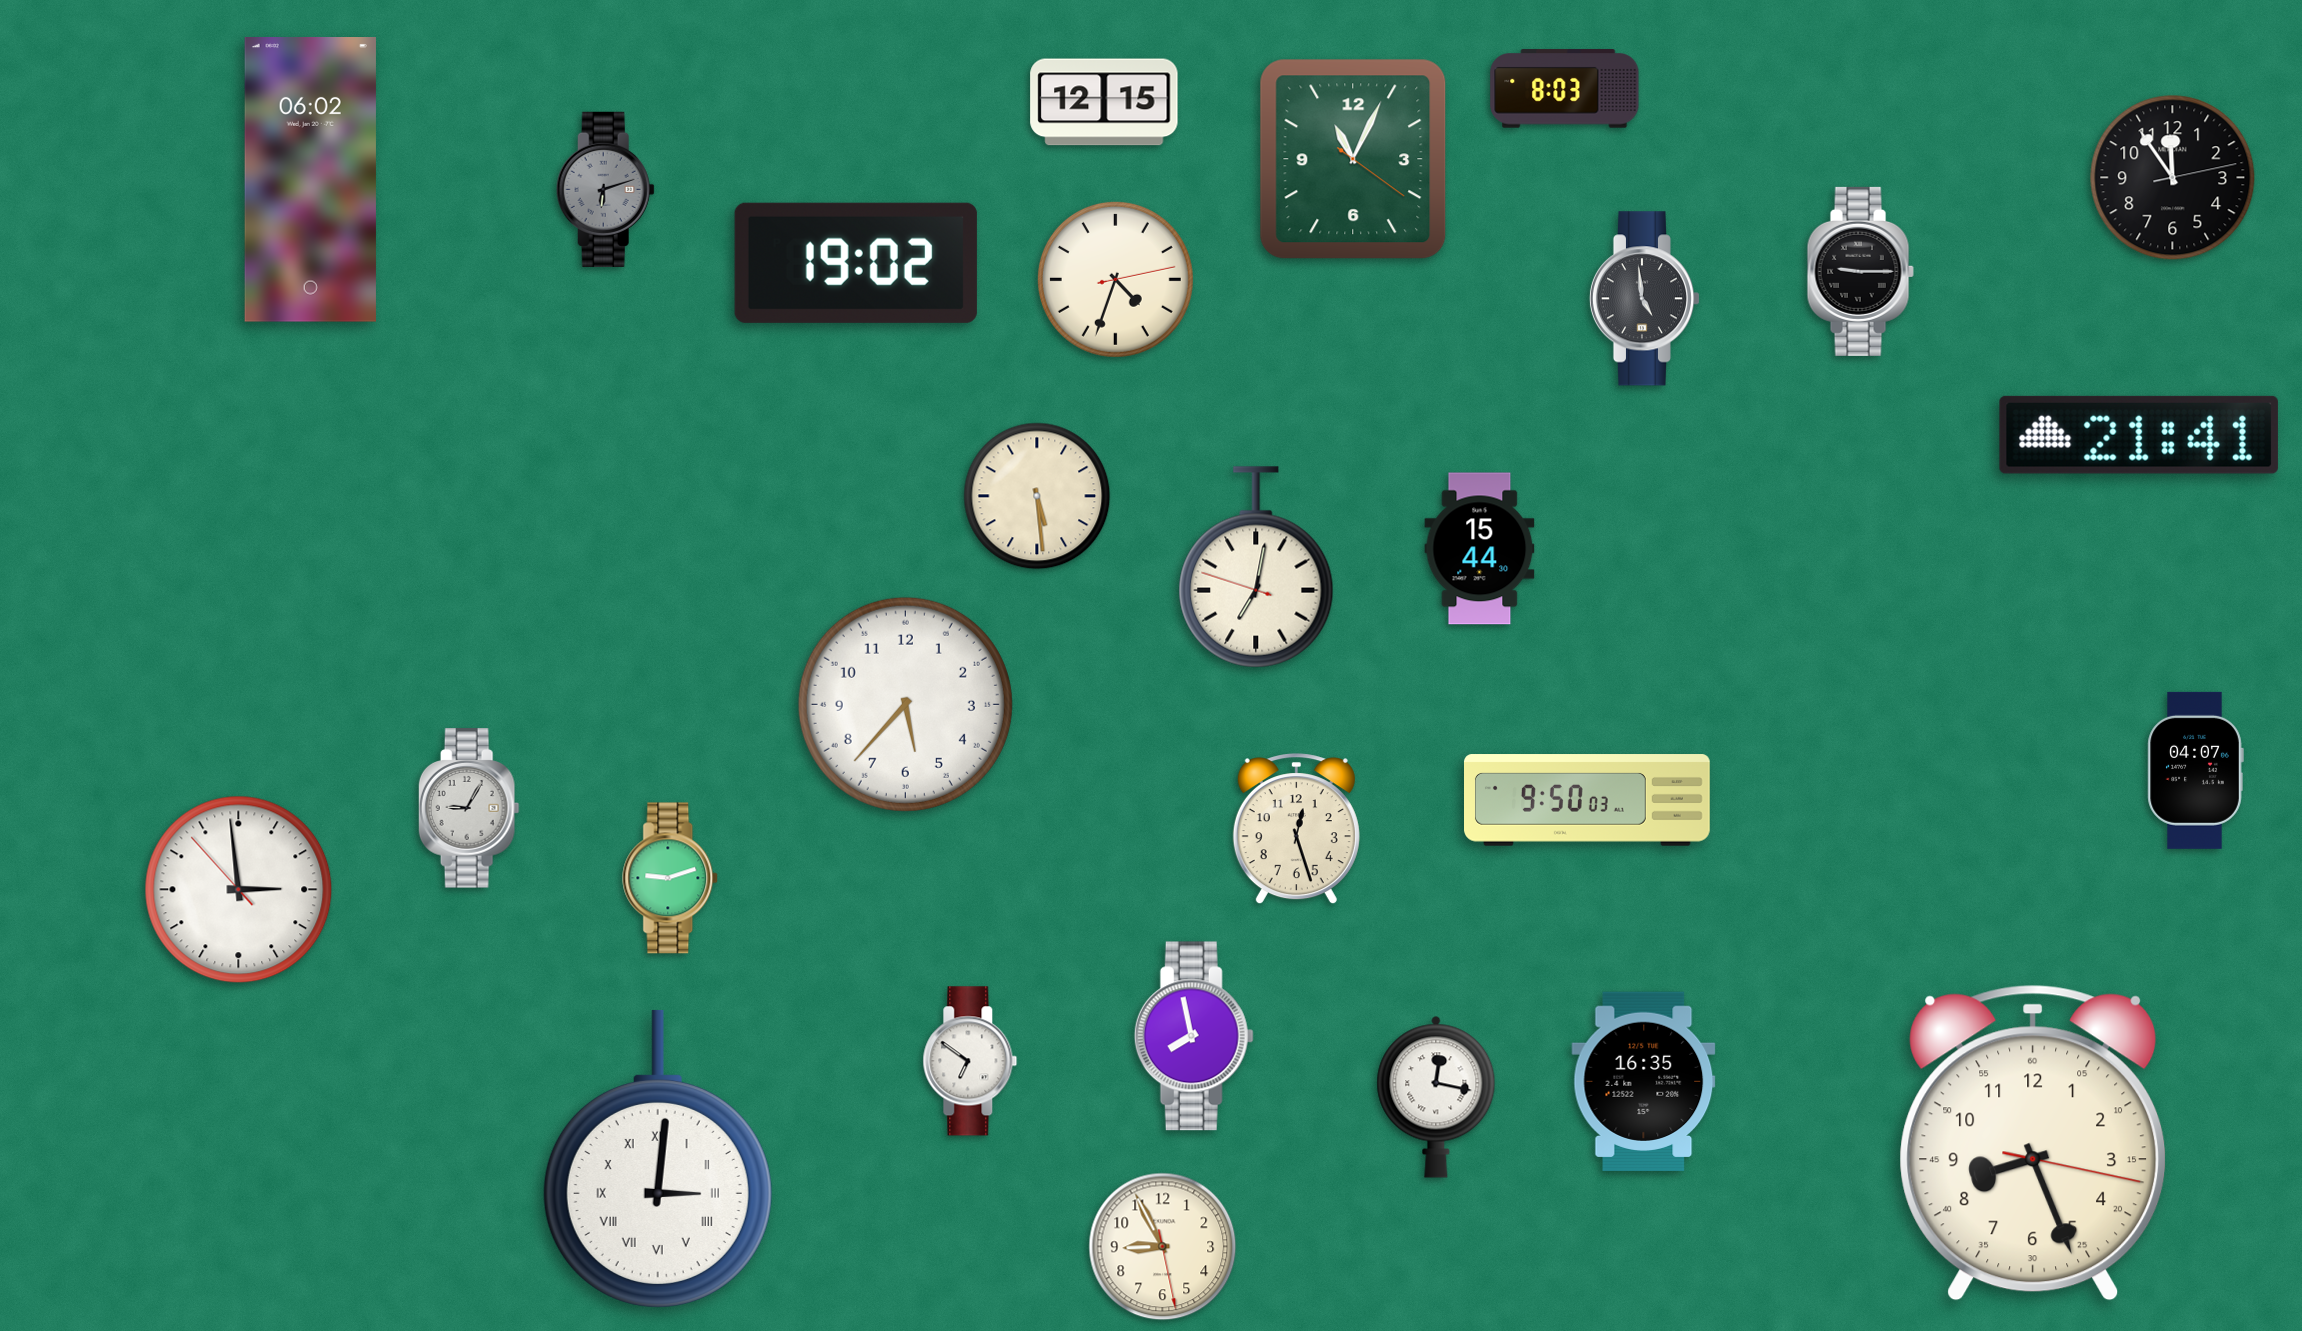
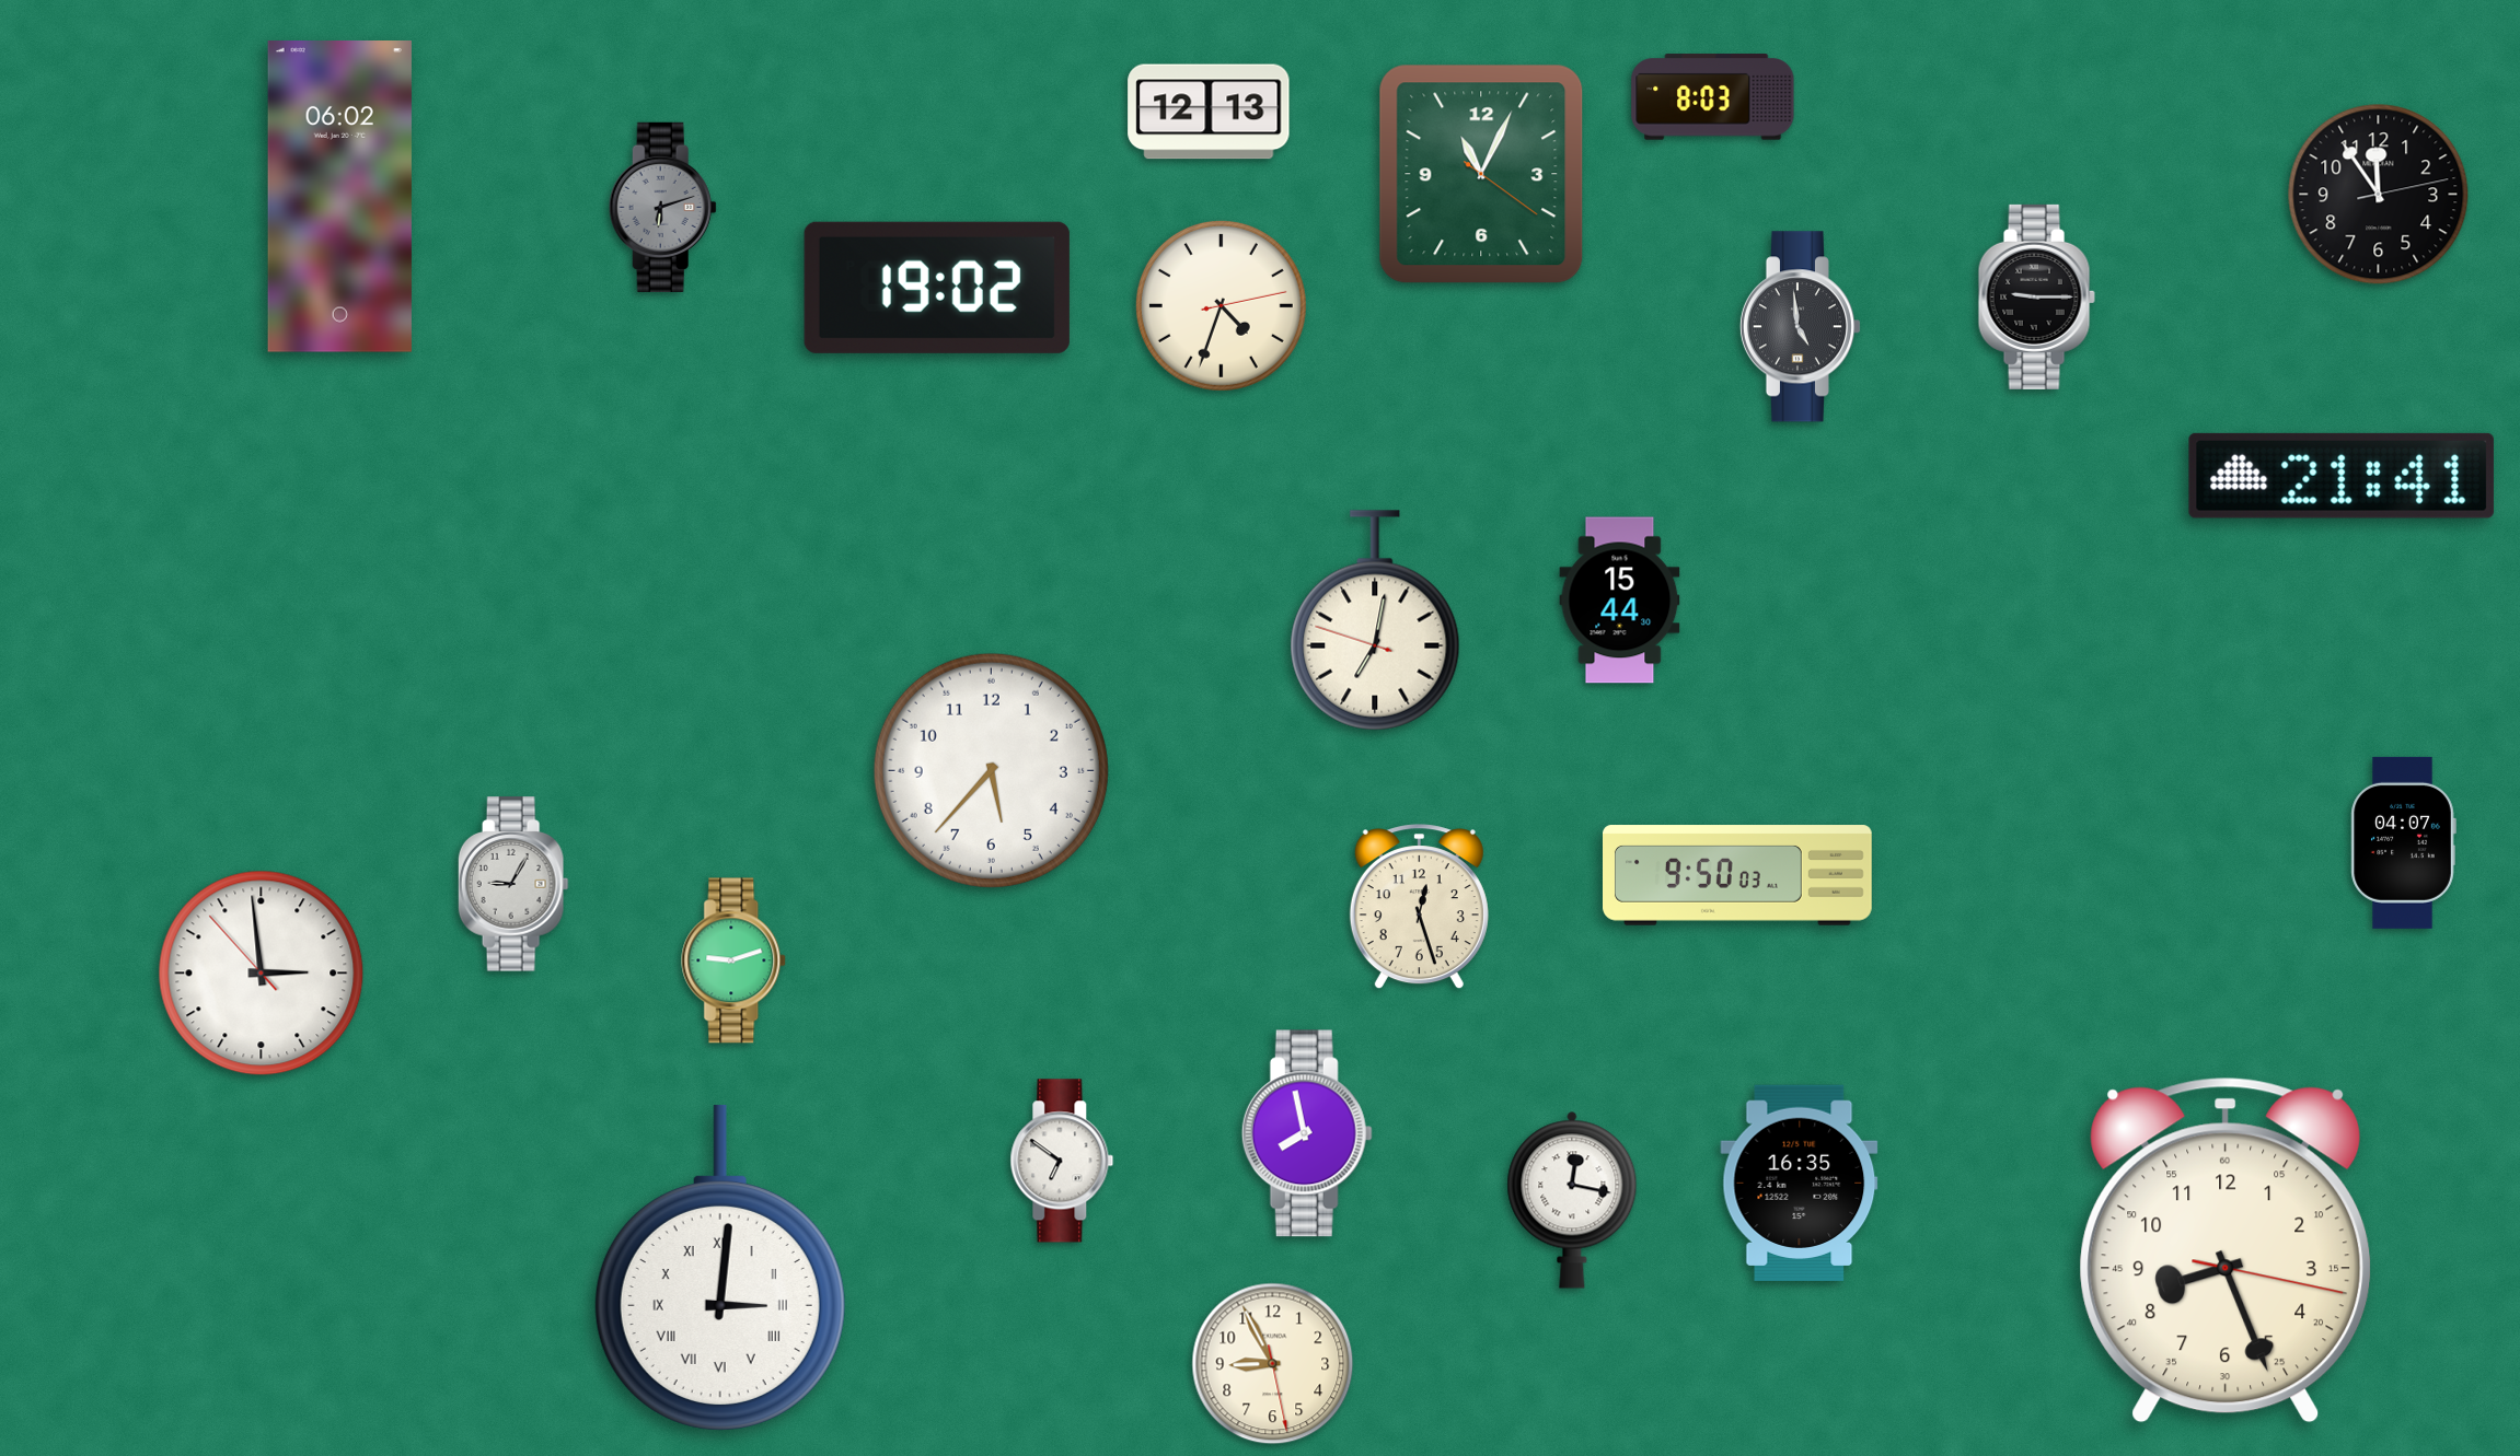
clock at (1104, 102): 12:15 -> 12:13
clock at (1037, 496): 5:29 -> none
